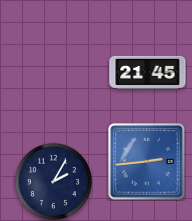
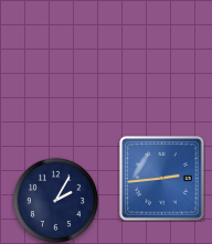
clock at (148, 72): 21:45 -> none
clock at (53, 181) position: (53, 181) -> (55, 200)
